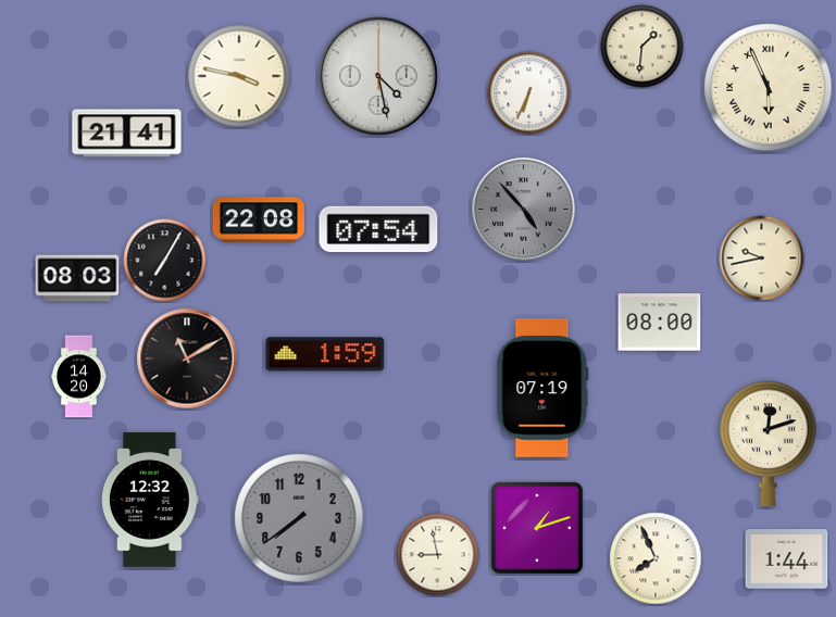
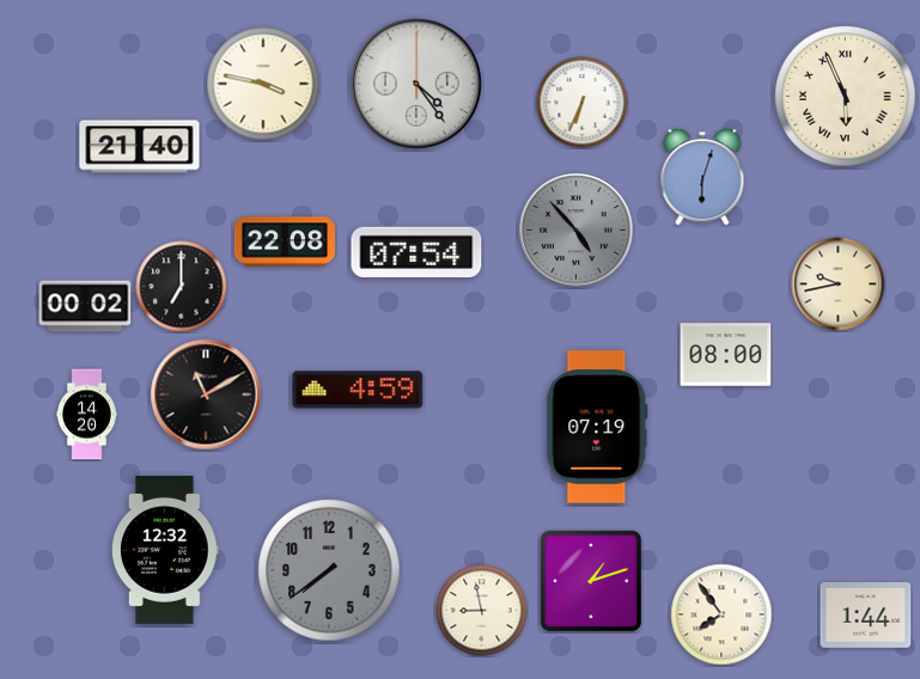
clock at (642, 47): 1:31 -> none
clock at (378, 76): 4:28 -> 4:24
clock at (127, 134): 21:41 -> 21:40
clock at (702, 177): none -> 6:03
clock at (165, 261): 7:05 -> 7:00
clock at (77, 278): 08:03 -> 00:02
clock at (325, 354): 1:59 -> 4:59
clock at (769, 444): 12:12 -> none
clock at (656, 558): 7:56 -> 7:54
